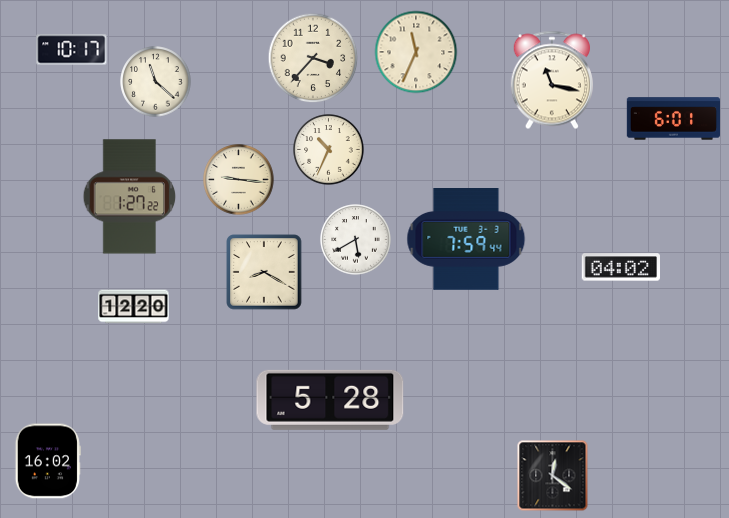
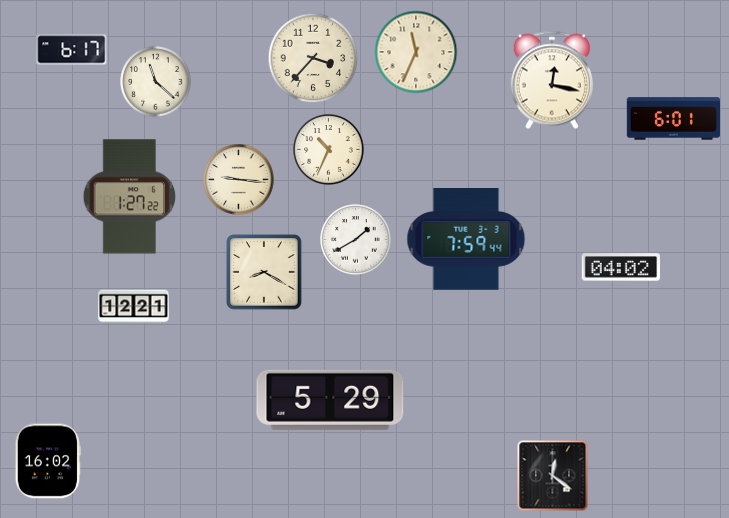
clock at (72, 50): 10:17 -> 6:17
clock at (552, 80): 11:17 -> 12:17
clock at (356, 240): 5:40 -> 1:40
clock at (134, 307): 12:20 -> 12:21
clock at (330, 400): 5:28 -> 5:29
